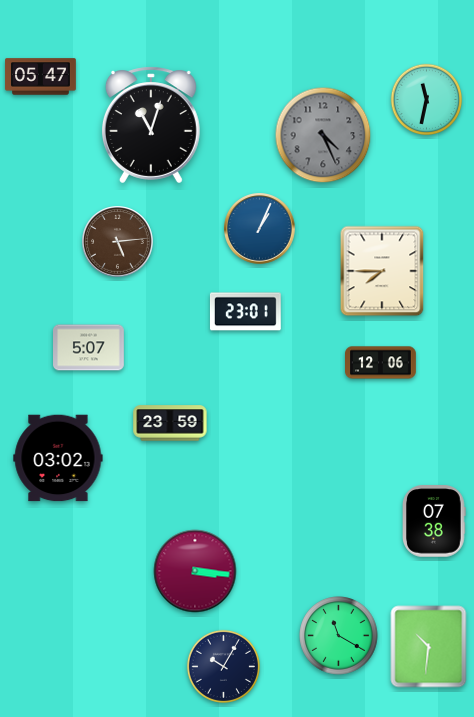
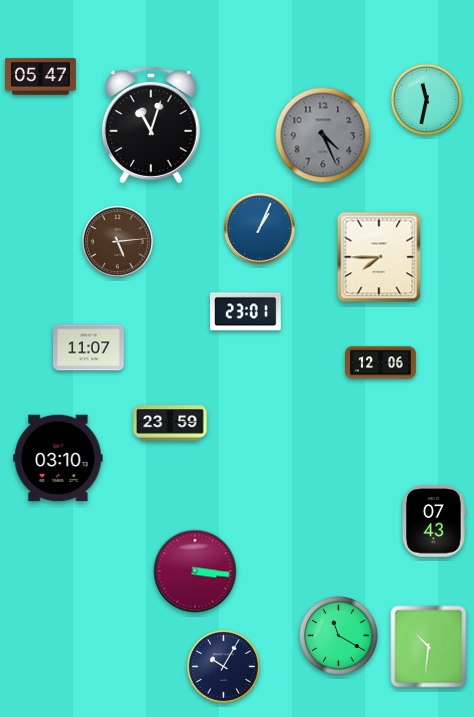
clock at (382, 271) position: (382, 271) -> (379, 257)
clock at (89, 348): 5:07 -> 11:07
clock at (58, 458): 03:02 -> 03:10
clock at (435, 521): 07:38 -> 07:43
